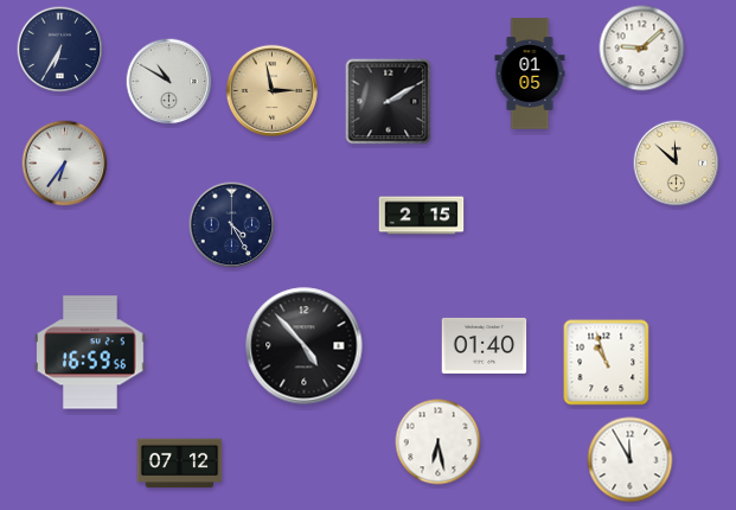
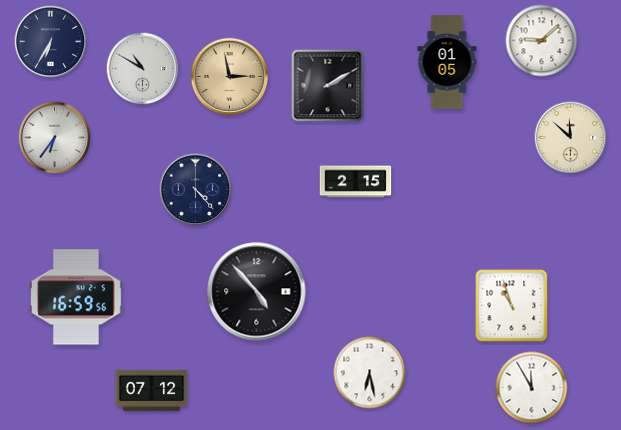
clock at (232, 225): 4:25 -> 4:23
clock at (485, 345): 01:40 -> none
